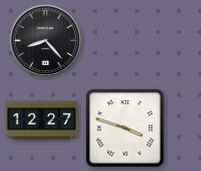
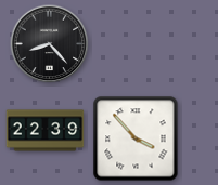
clock at (42, 121): 12:27 -> 22:39
clock at (125, 128): 3:48 -> 3:53
